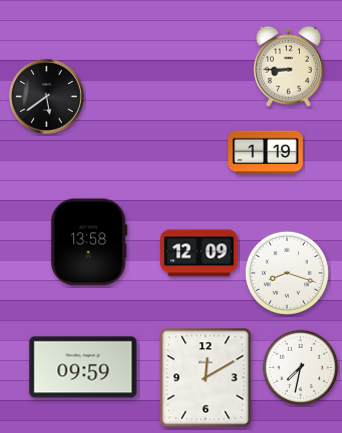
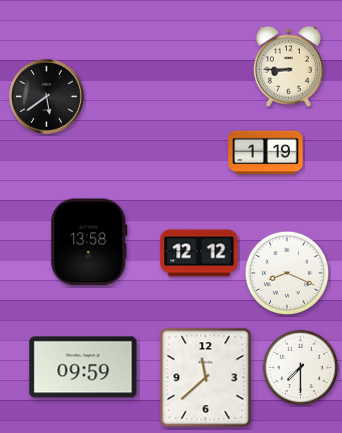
clock at (199, 253): 12:09 -> 12:12
clock at (287, 273): 8:18 -> 8:19
clock at (301, 368): 7:32 -> 7:30
clock at (206, 378): 12:10 -> 11:38
